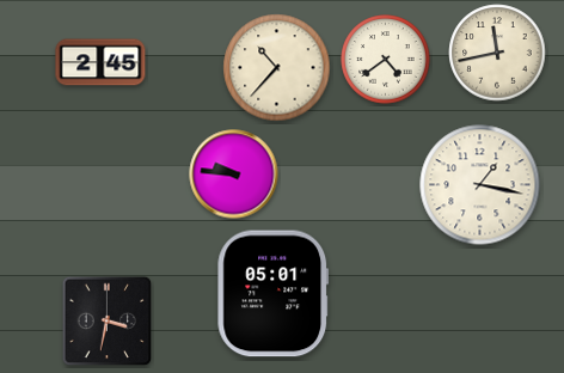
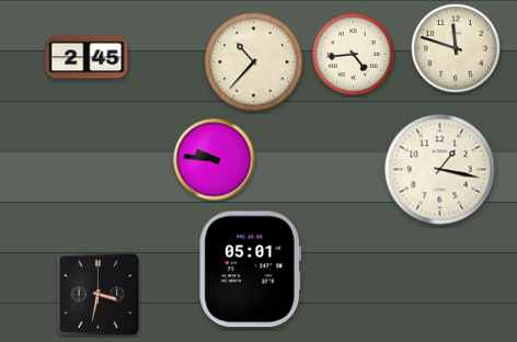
clock at (497, 53): 11:43 -> 11:48
clock at (386, 60): 4:39 -> 4:44
clock at (100, 62) position: (100, 62) -> (87, 57)
